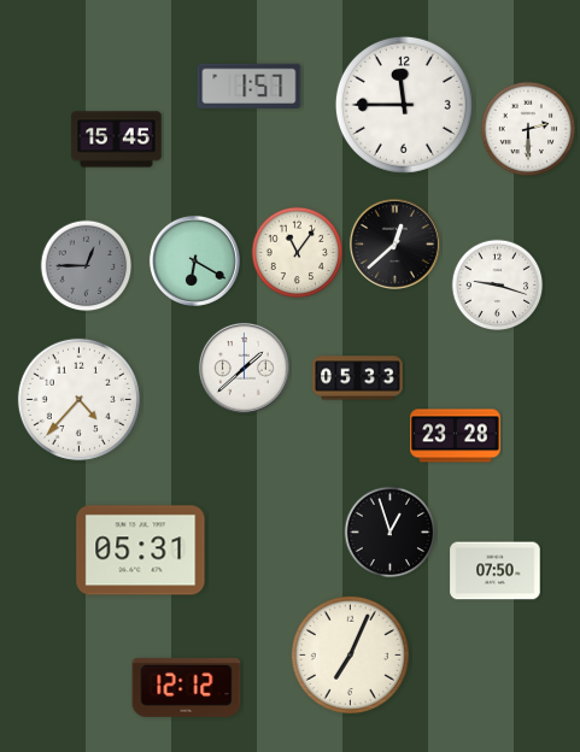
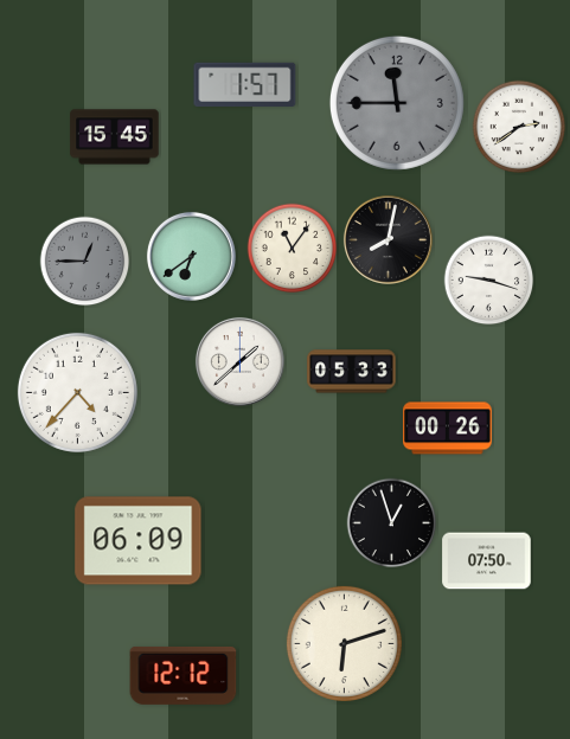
clock at (404, 105) dial: white -> grey
clock at (528, 129): 2:30 -> 2:39
clock at (394, 243): 12:38 -> 8:02
clock at (194, 260): 6:20 -> 6:39
clock at (456, 436): 23:28 -> 00:26
clock at (391, 533) position: (391, 533) -> (392, 523)
clock at (141, 551): 05:31 -> 06:09
clock at (350, 654): 7:04 -> 6:12
